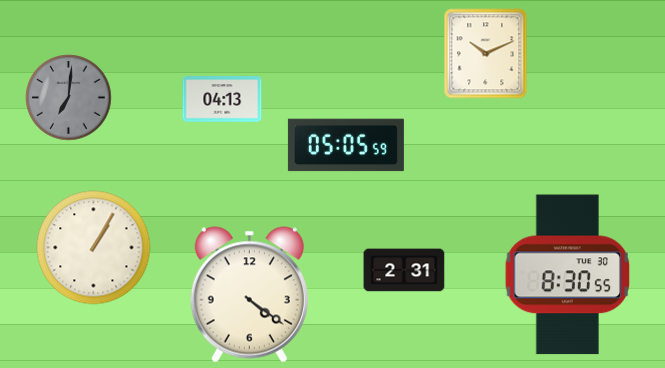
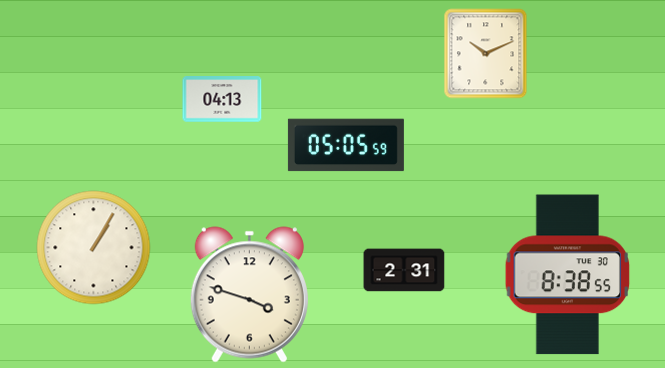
clock at (69, 98): 7:01 -> none
clock at (568, 275): 8:30 -> 8:38
clock at (249, 295): 4:21 -> 3:48
